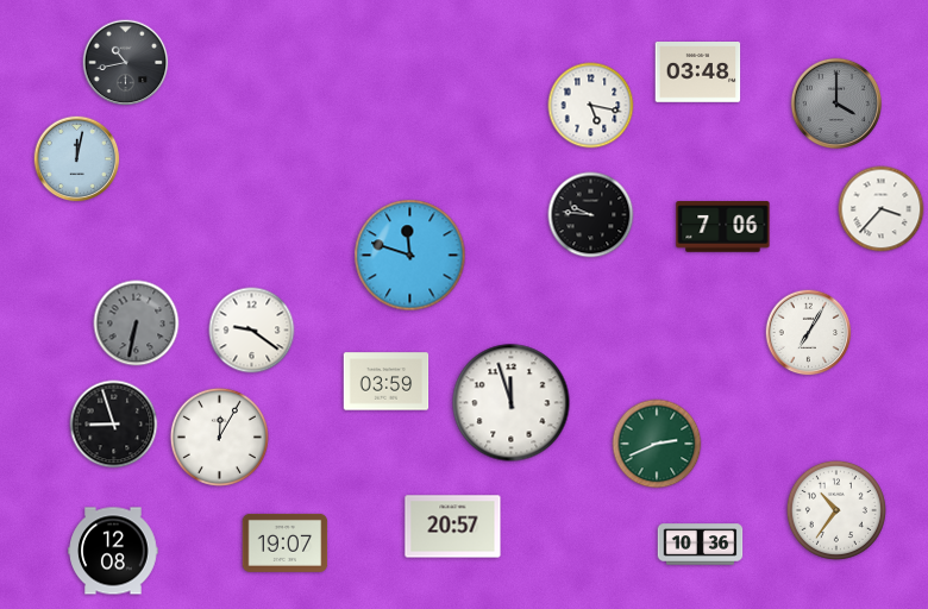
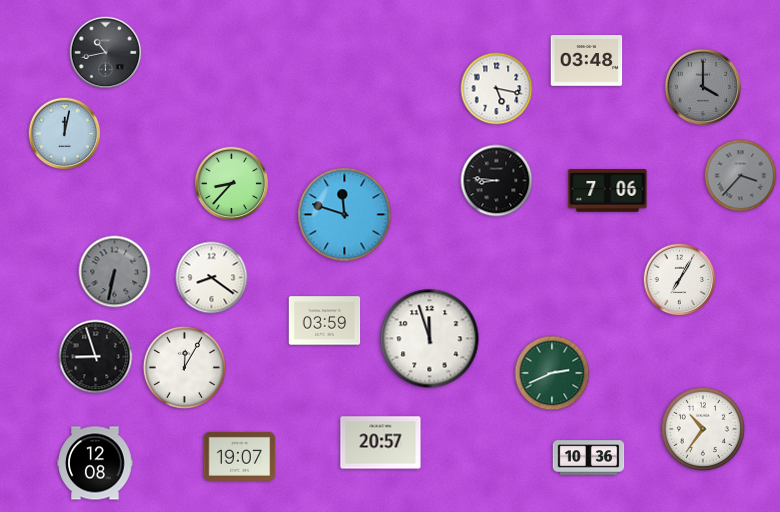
clock at (882, 209) dial: white -> grey
clock at (591, 215): 9:46 -> 8:46
clock at (232, 184): none -> 8:37
clock at (252, 331): 9:21 -> 8:21
